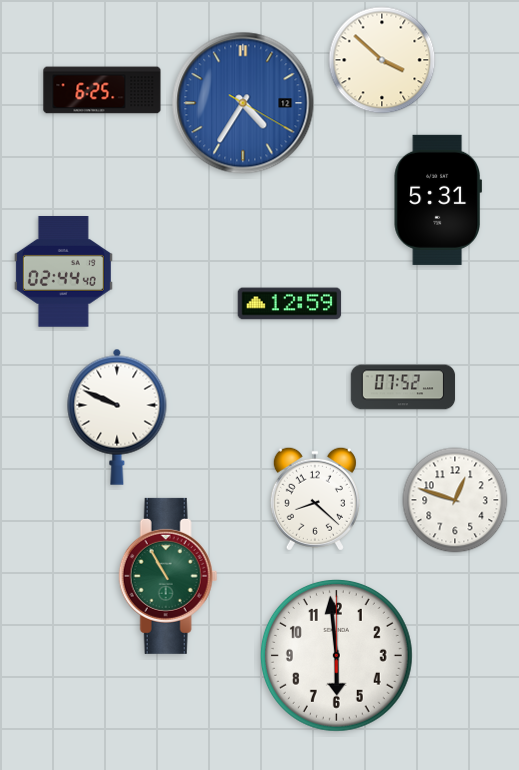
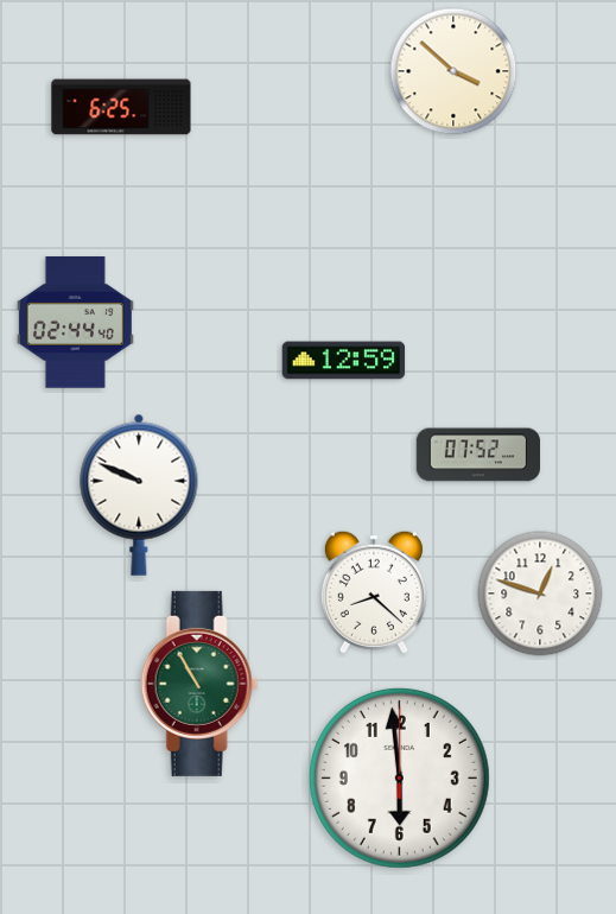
clock at (243, 103): 4:35 -> none
clock at (437, 200): 5:31 -> none
clock at (403, 387) position: (403, 387) -> (478, 455)
